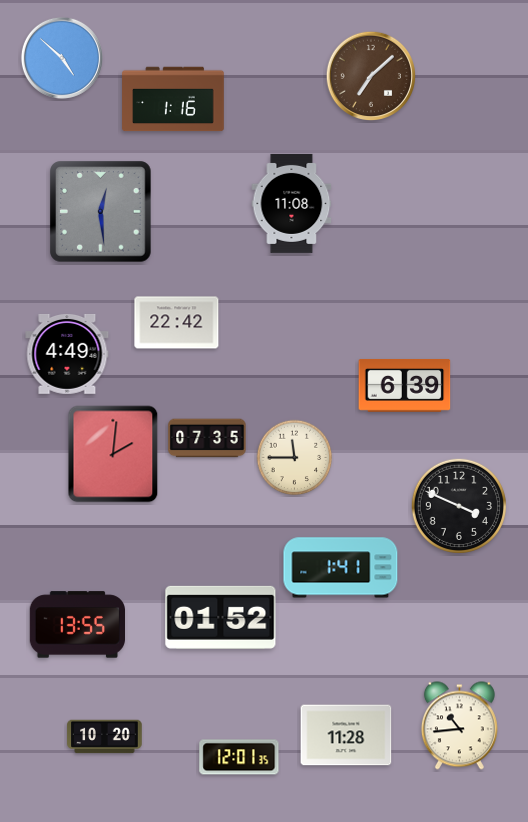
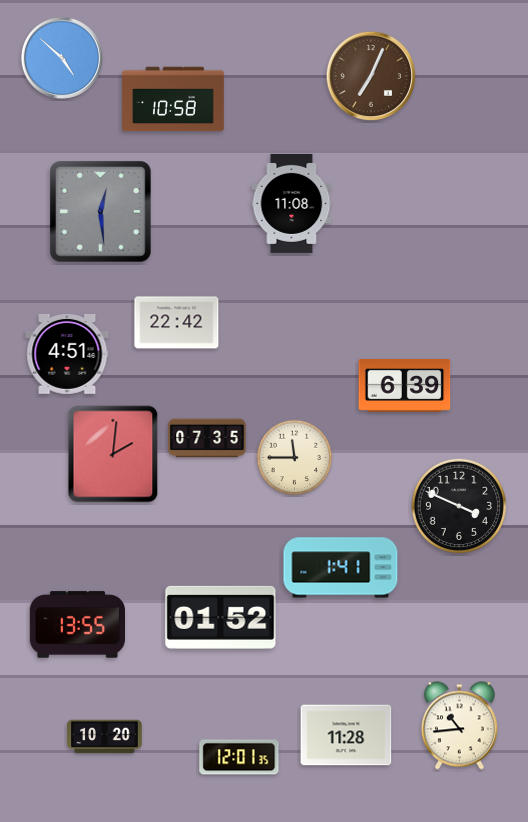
clock at (370, 75): 7:08 -> 7:04
clock at (173, 99): 1:16 -> 10:58
clock at (67, 354): 4:49 -> 4:51
